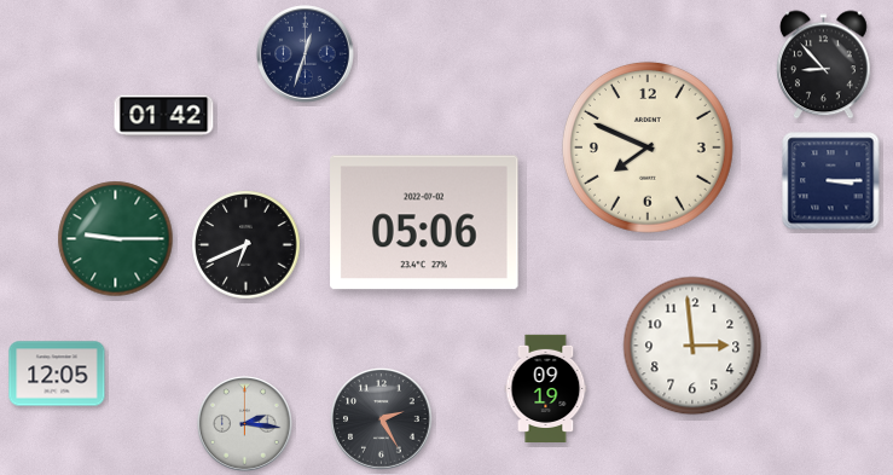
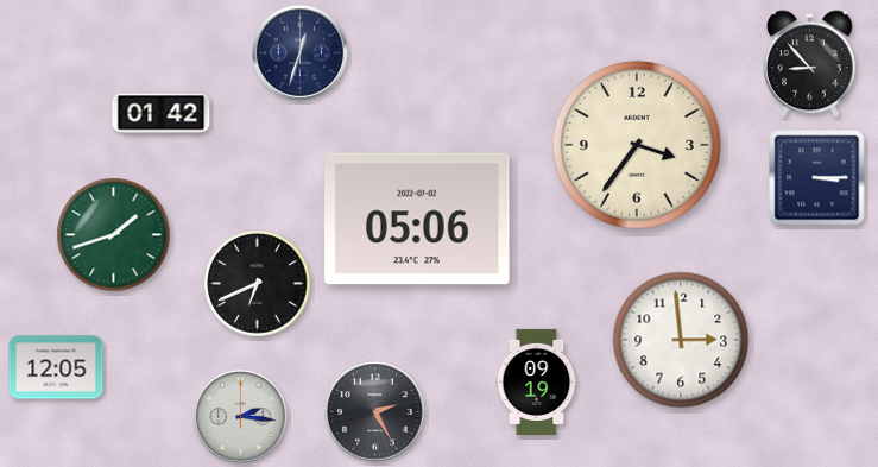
clock at (648, 147): 7:49 -> 3:36
clock at (116, 239): 9:15 -> 1:42
clock at (247, 245) position: (247, 245) -> (258, 284)
